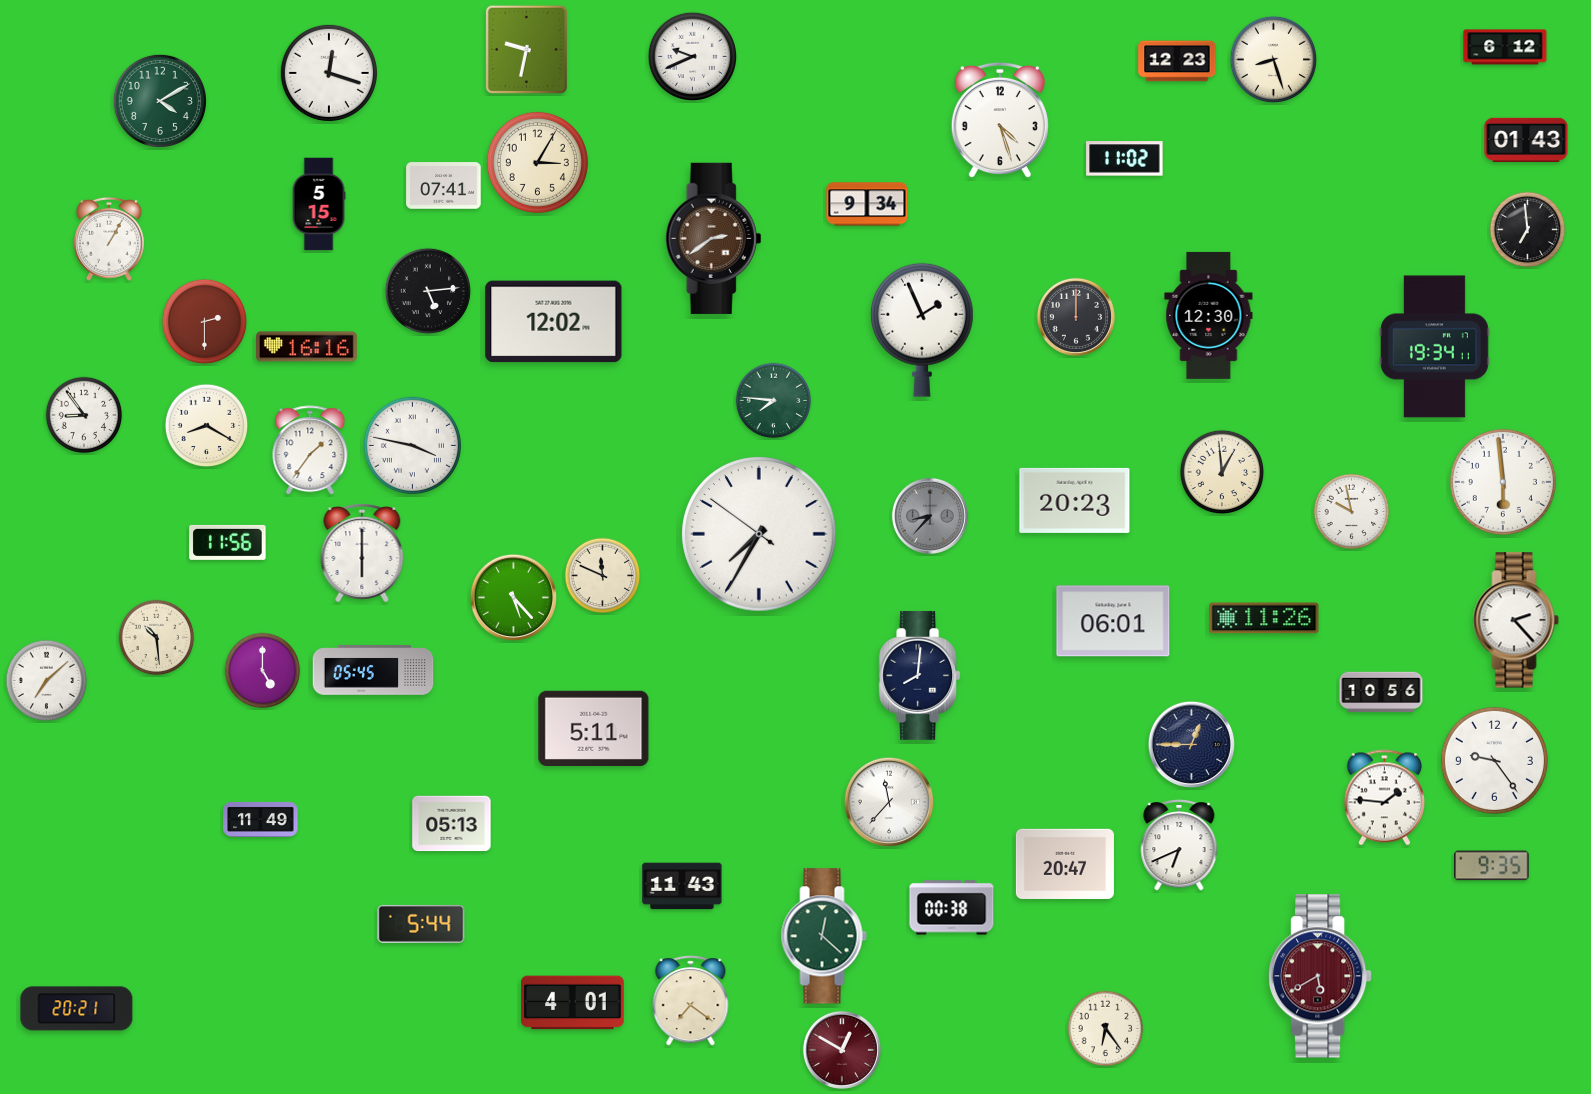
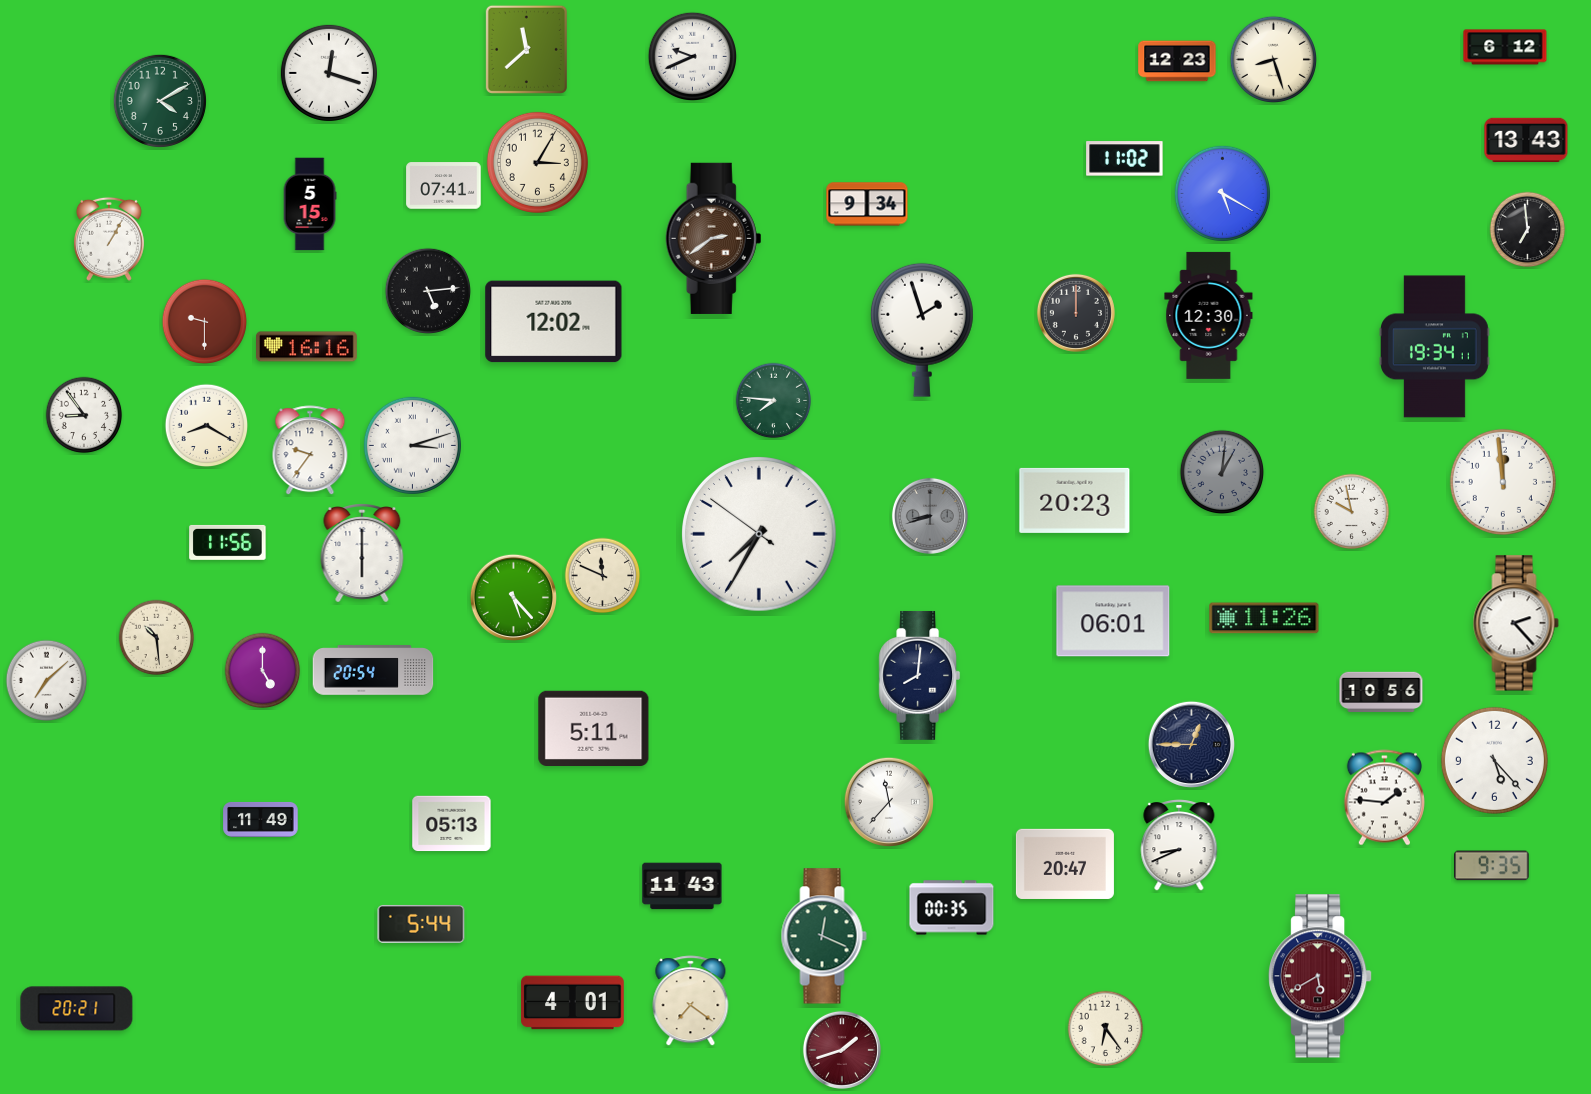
clock at (526, 49): 9:32 -> 11:38
clock at (1000, 120): 4:27 -> none
clock at (1526, 139): 01:43 -> 13:43
clock at (1222, 193): none -> 5:20
clock at (319, 204) position: (319, 204) -> (310, 204)
clock at (1076, 317) position: (1076, 317) -> (1076, 313)
clock at (205, 322): 2:30 -> 9:30
clock at (922, 330): 1:56 -> 1:57
clock at (412, 445): 3:47 -> 3:12
clock at (310, 451): 1:36 -> 9:36
clock at (1222, 472): 12:59 -> 1:01
clock at (1222, 472) dial: cream -> grey
clock at (1503, 482): 5:59 -> 11:59
clock at (930, 516): 8:37 -> 8:42
clock at (1516, 620) position: (1516, 620) -> (1516, 623)
clock at (373, 670): 05:45 -> 20:54
clock at (1494, 760): 9:24 -> 5:23
clock at (1179, 845): 6:41 -> 8:41
clock at (952, 908): 00:38 -> 00:35
clock at (824, 936): 12:22 -> 12:19
clock at (842, 1050): 12:50 -> 1:42
